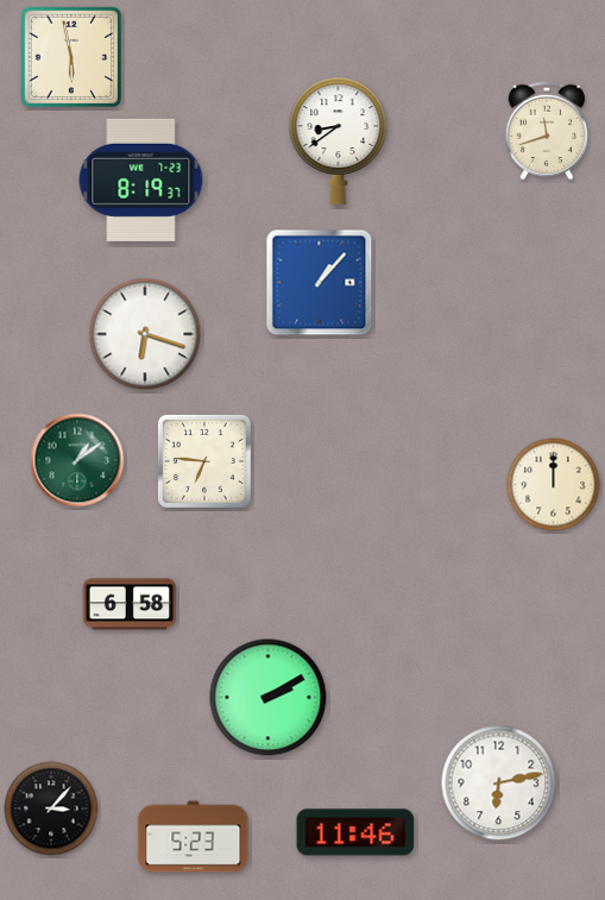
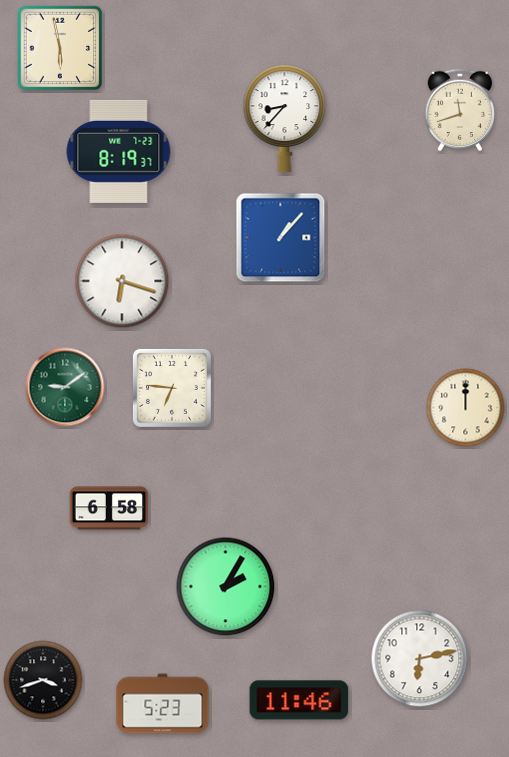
clock at (339, 140): 8:39 -> 8:37
clock at (320, 283) position: (320, 283) -> (281, 238)
clock at (77, 460): 1:09 -> 9:09
clock at (269, 698): 2:10 -> 2:05
clock at (51, 808): 3:07 -> 3:42
